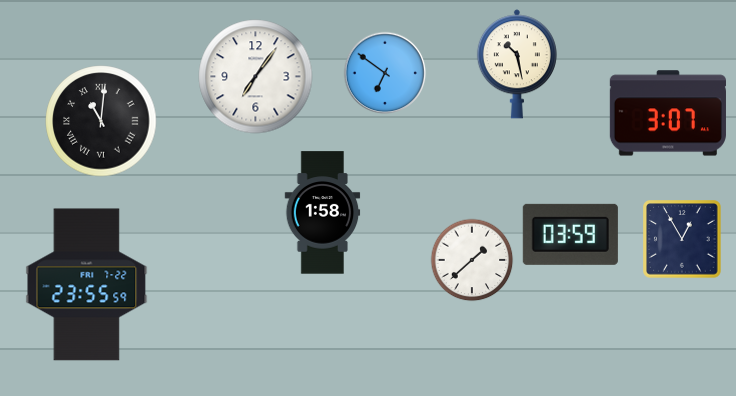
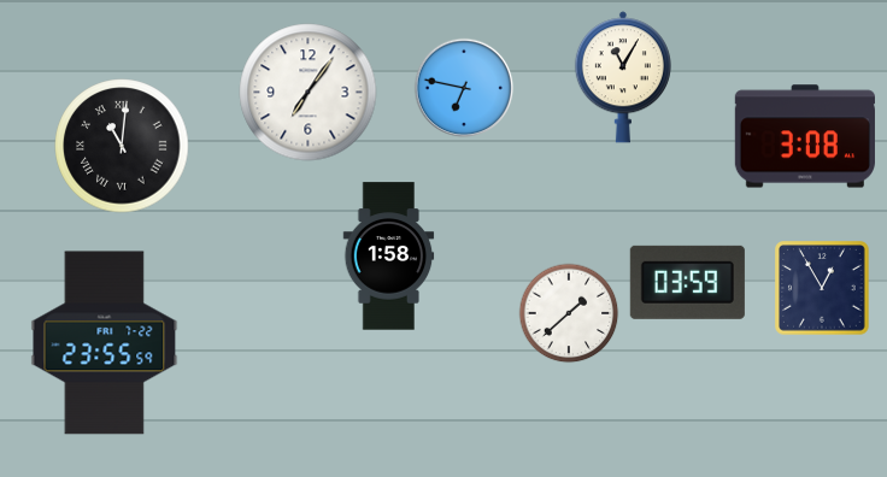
clock at (517, 64): 10:28 -> 11:05
clock at (385, 73): 6:51 -> 6:47
clock at (668, 113): 3:07 -> 3:08
